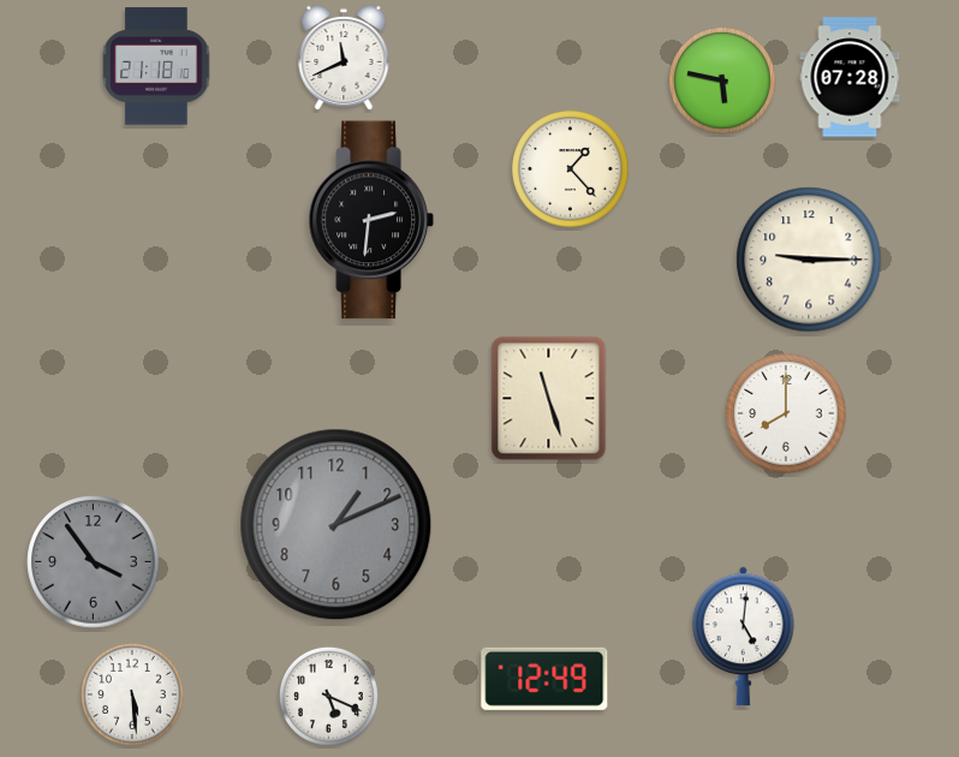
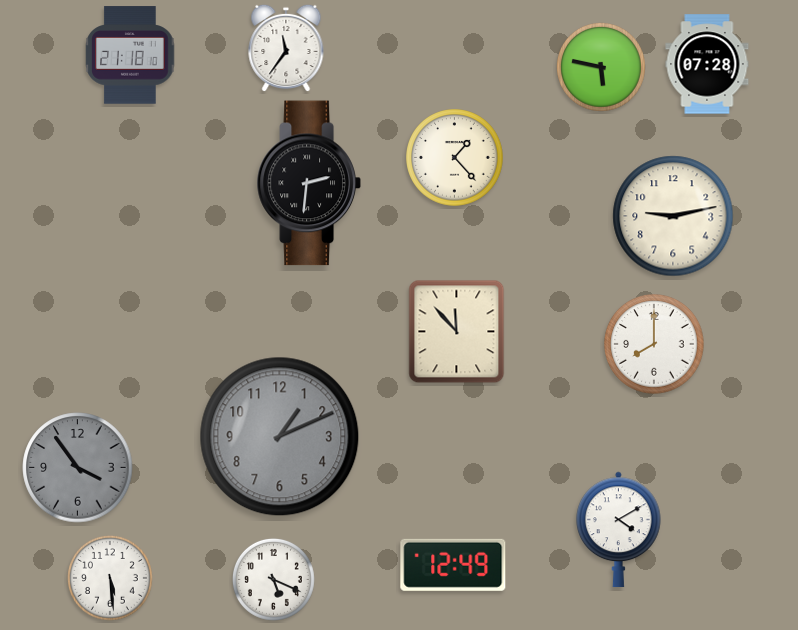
clock at (344, 58): 11:41 -> 11:36
clock at (571, 169) position: (571, 169) -> (455, 158)
clock at (809, 260): 9:15 -> 9:13
clock at (549, 399): 11:27 -> 11:53
clock at (744, 637): 5:01 -> 4:10
